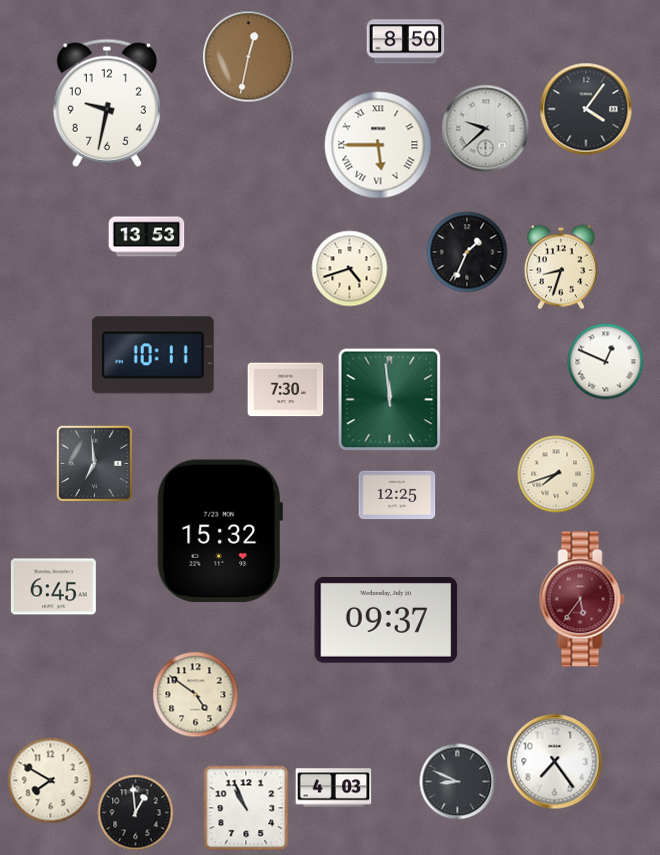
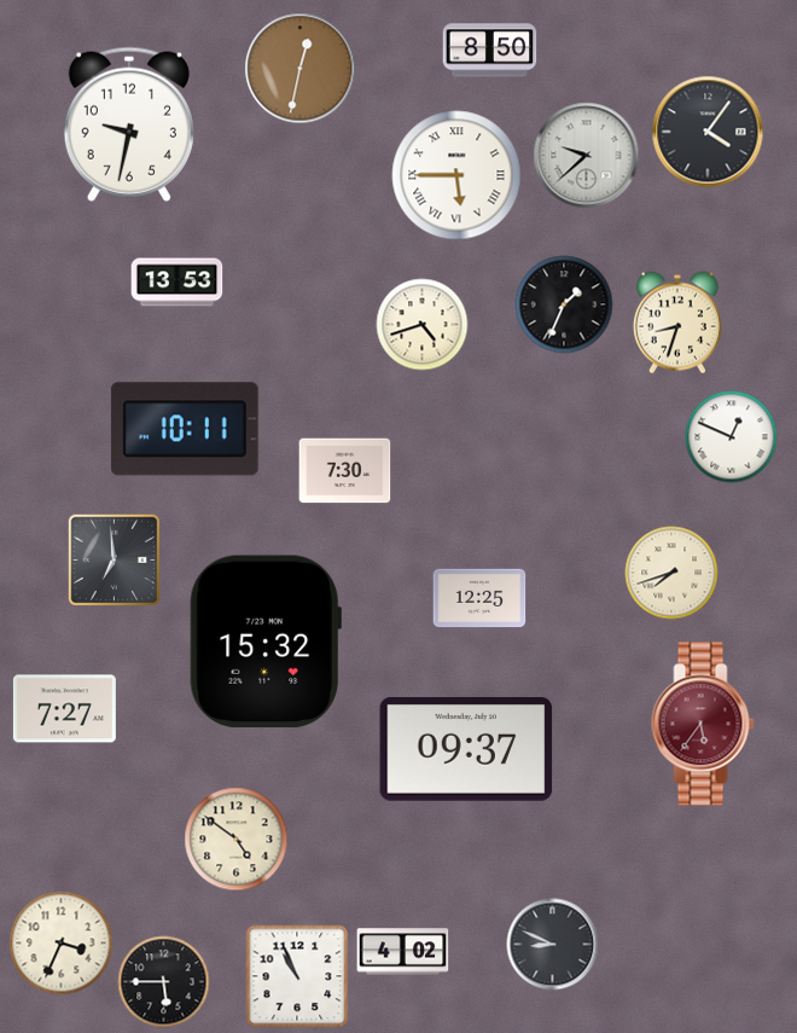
clock at (147, 237) position: (147, 237) -> (178, 283)
clock at (390, 400): 11:59 -> none
clock at (53, 587): 6:45 -> 7:27
clock at (555, 762): 7:24 -> none
clock at (51, 781): 7:50 -> 3:34
clock at (334, 788): 4:03 -> 4:02
clock at (136, 813): 12:59 -> 5:45
